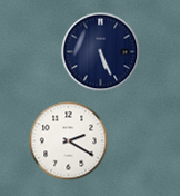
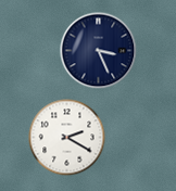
clock at (101, 52): 5:26 -> 3:26
